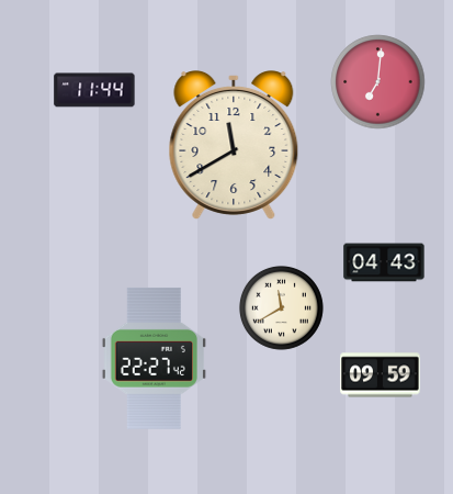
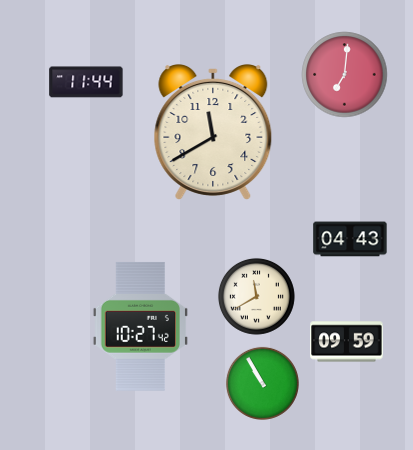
clock at (281, 307) position: (281, 307) -> (256, 296)
clock at (154, 358): 22:27 -> 10:27
clock at (262, 383): none -> 10:55
